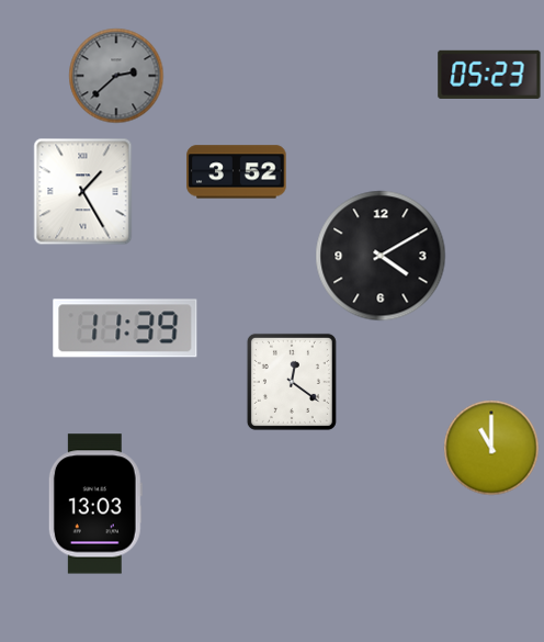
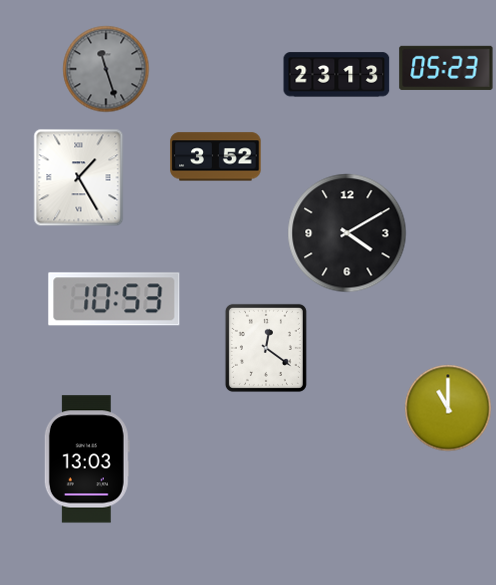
clock at (116, 76): 2:38 -> 11:27
clock at (337, 75): none -> 23:13
clock at (83, 192) position: (83, 192) -> (79, 178)
clock at (125, 328): 11:39 -> 10:53
